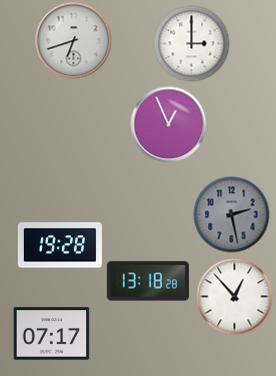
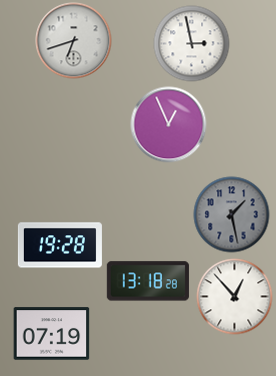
clock at (192, 44): 3:00 -> 2:58
clock at (232, 215): 2:28 -> 1:28
clock at (52, 334): 07:17 -> 07:19
